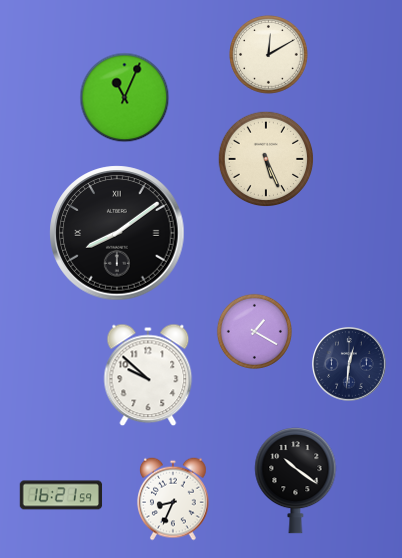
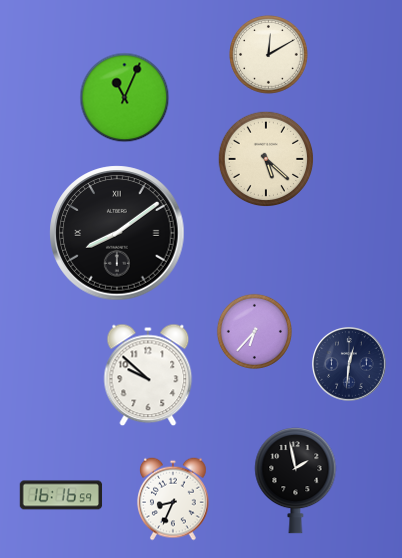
clock at (265, 158): 5:26 -> 5:22
clock at (254, 331): 1:20 -> 6:37
clock at (296, 481): 10:21 -> 1:58
clock at (61, 495): 16:21 -> 16:16
